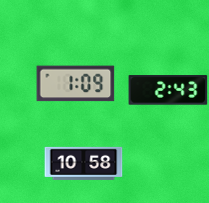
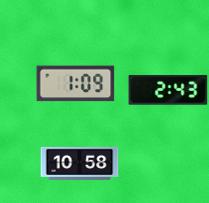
clock at (83, 163) position: (83, 163) -> (79, 163)
